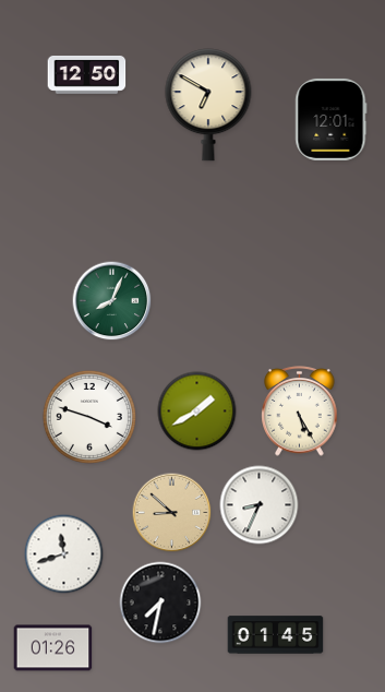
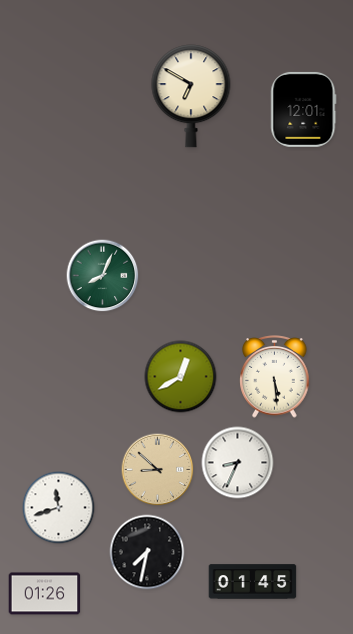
clock at (87, 74): 12:50 -> none
clock at (197, 411): 1:40 -> 12:40
clock at (300, 411): 5:25 -> 5:29
clock at (89, 417): 3:48 -> none
clock at (53, 648) position: (53, 648) -> (45, 594)
